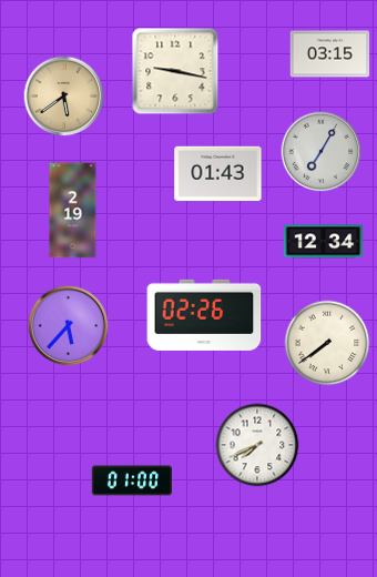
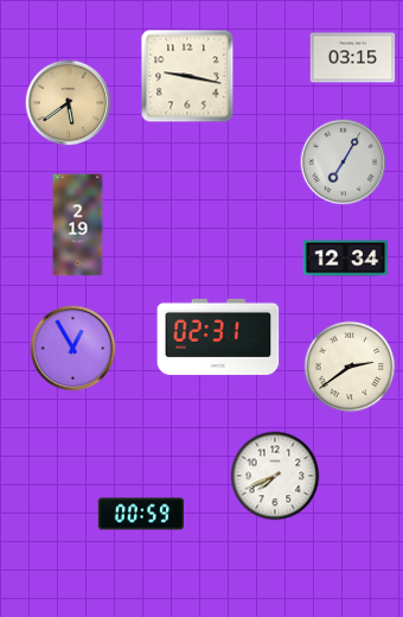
clock at (218, 174): 01:43 -> none
clock at (204, 315): 02:26 -> 02:31
clock at (69, 326): 5:37 -> 12:55
clock at (327, 343): 7:39 -> 2:39
clock at (132, 480): 01:00 -> 00:59
